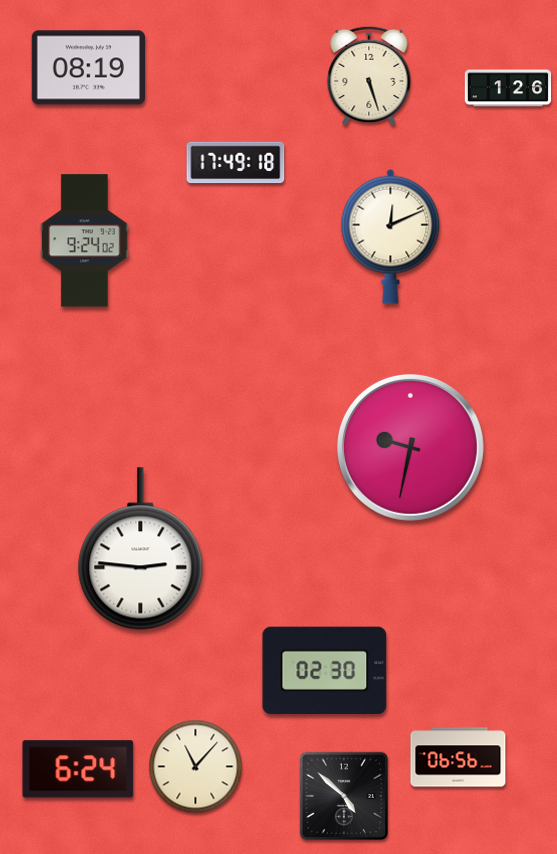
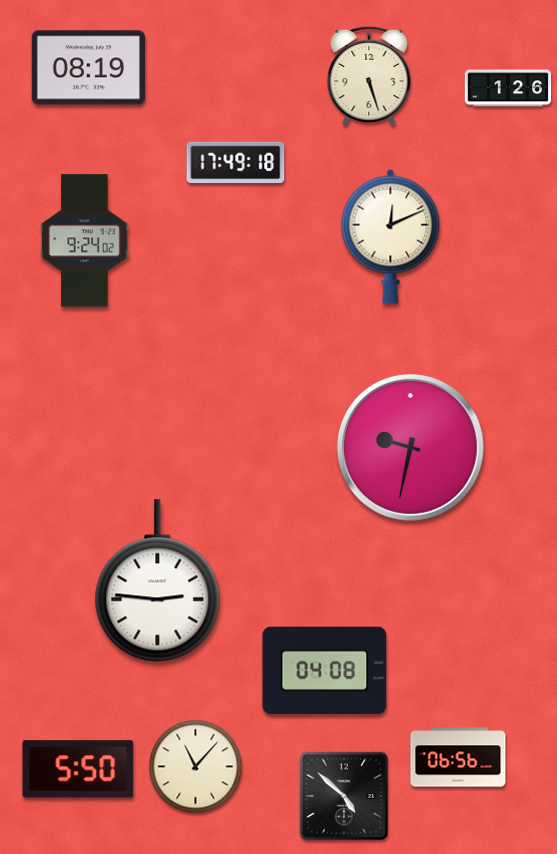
clock at (141, 549) position: (141, 549) -> (158, 581)
clock at (325, 671): 02:30 -> 04:08
clock at (78, 769): 6:24 -> 5:50
